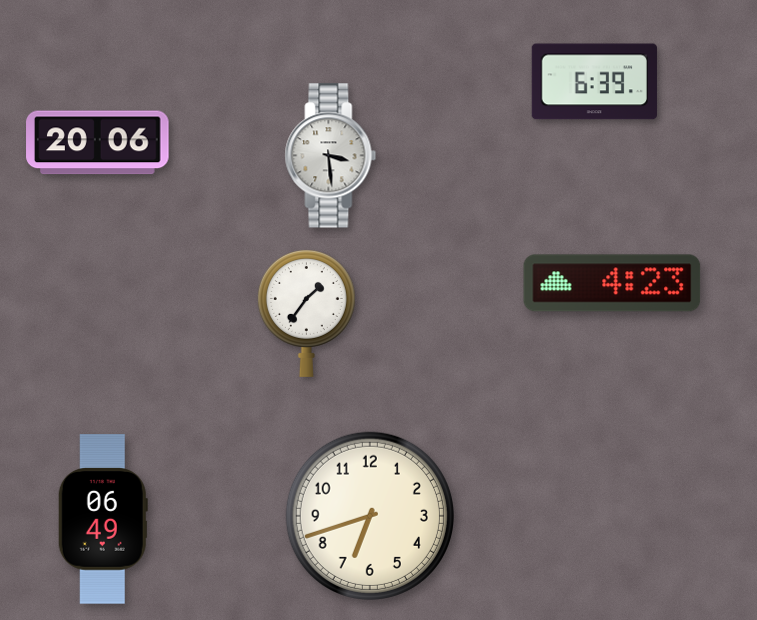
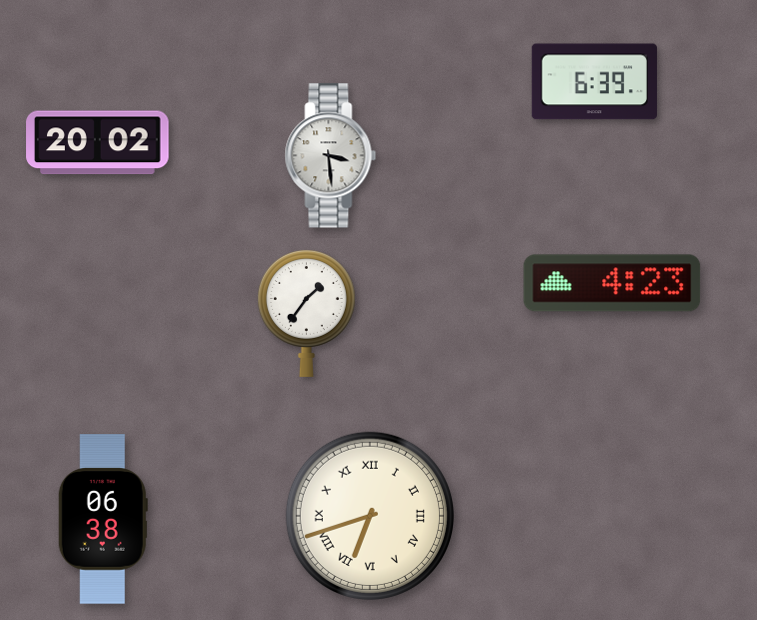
clock at (98, 143): 20:06 -> 20:02
clock at (370, 516) numerals: Arabic -> Roman
clock at (103, 519): 06:49 -> 06:38
